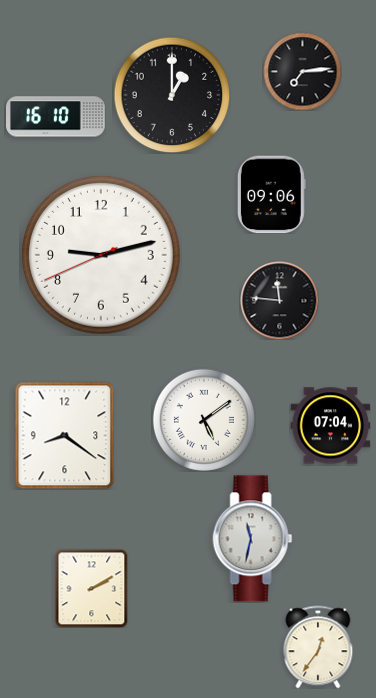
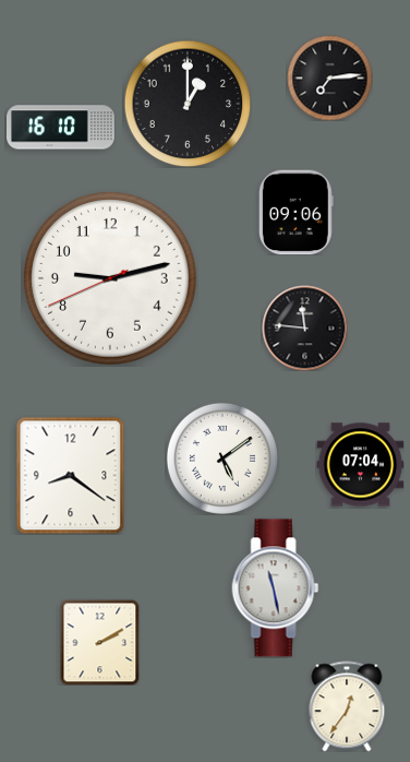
clock at (253, 539): 11:32 -> 11:28
